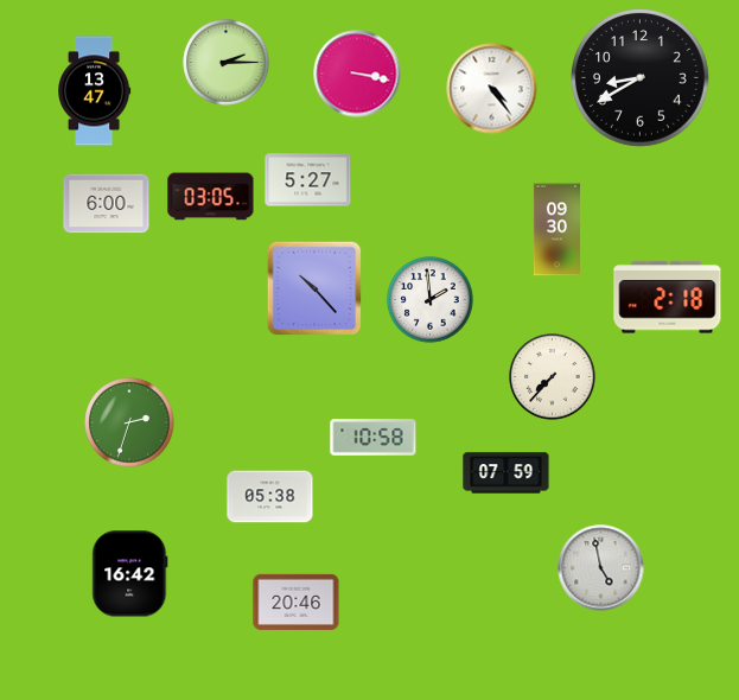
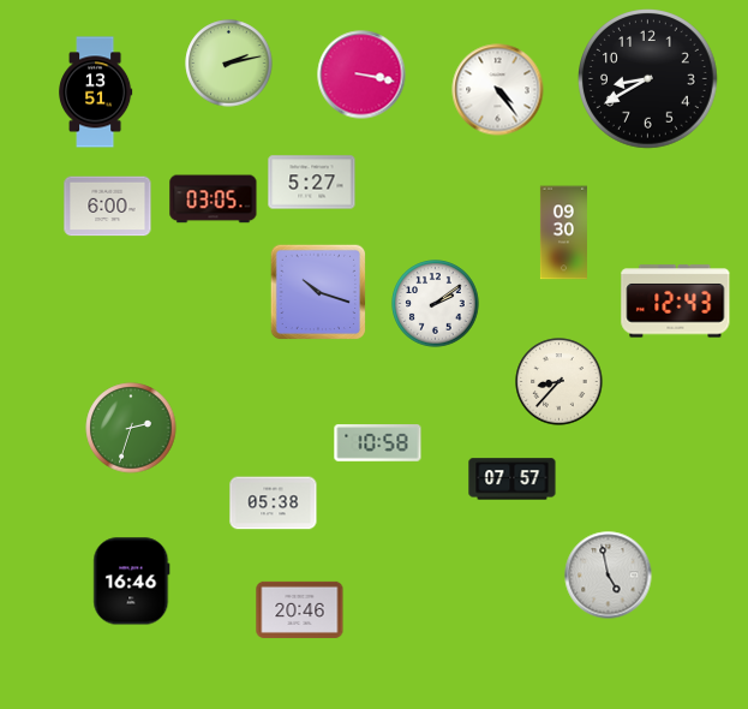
clock at (227, 63): 2:15 -> 2:13
clock at (95, 91): 13:47 -> 13:51
clock at (314, 288): 10:23 -> 10:18
clock at (668, 298): 2:18 -> 12:43
clock at (431, 300): 1:59 -> 2:09
clock at (553, 377): 7:37 -> 8:37
clock at (507, 473): 07:59 -> 07:57
clock at (130, 574): 16:42 -> 16:46
